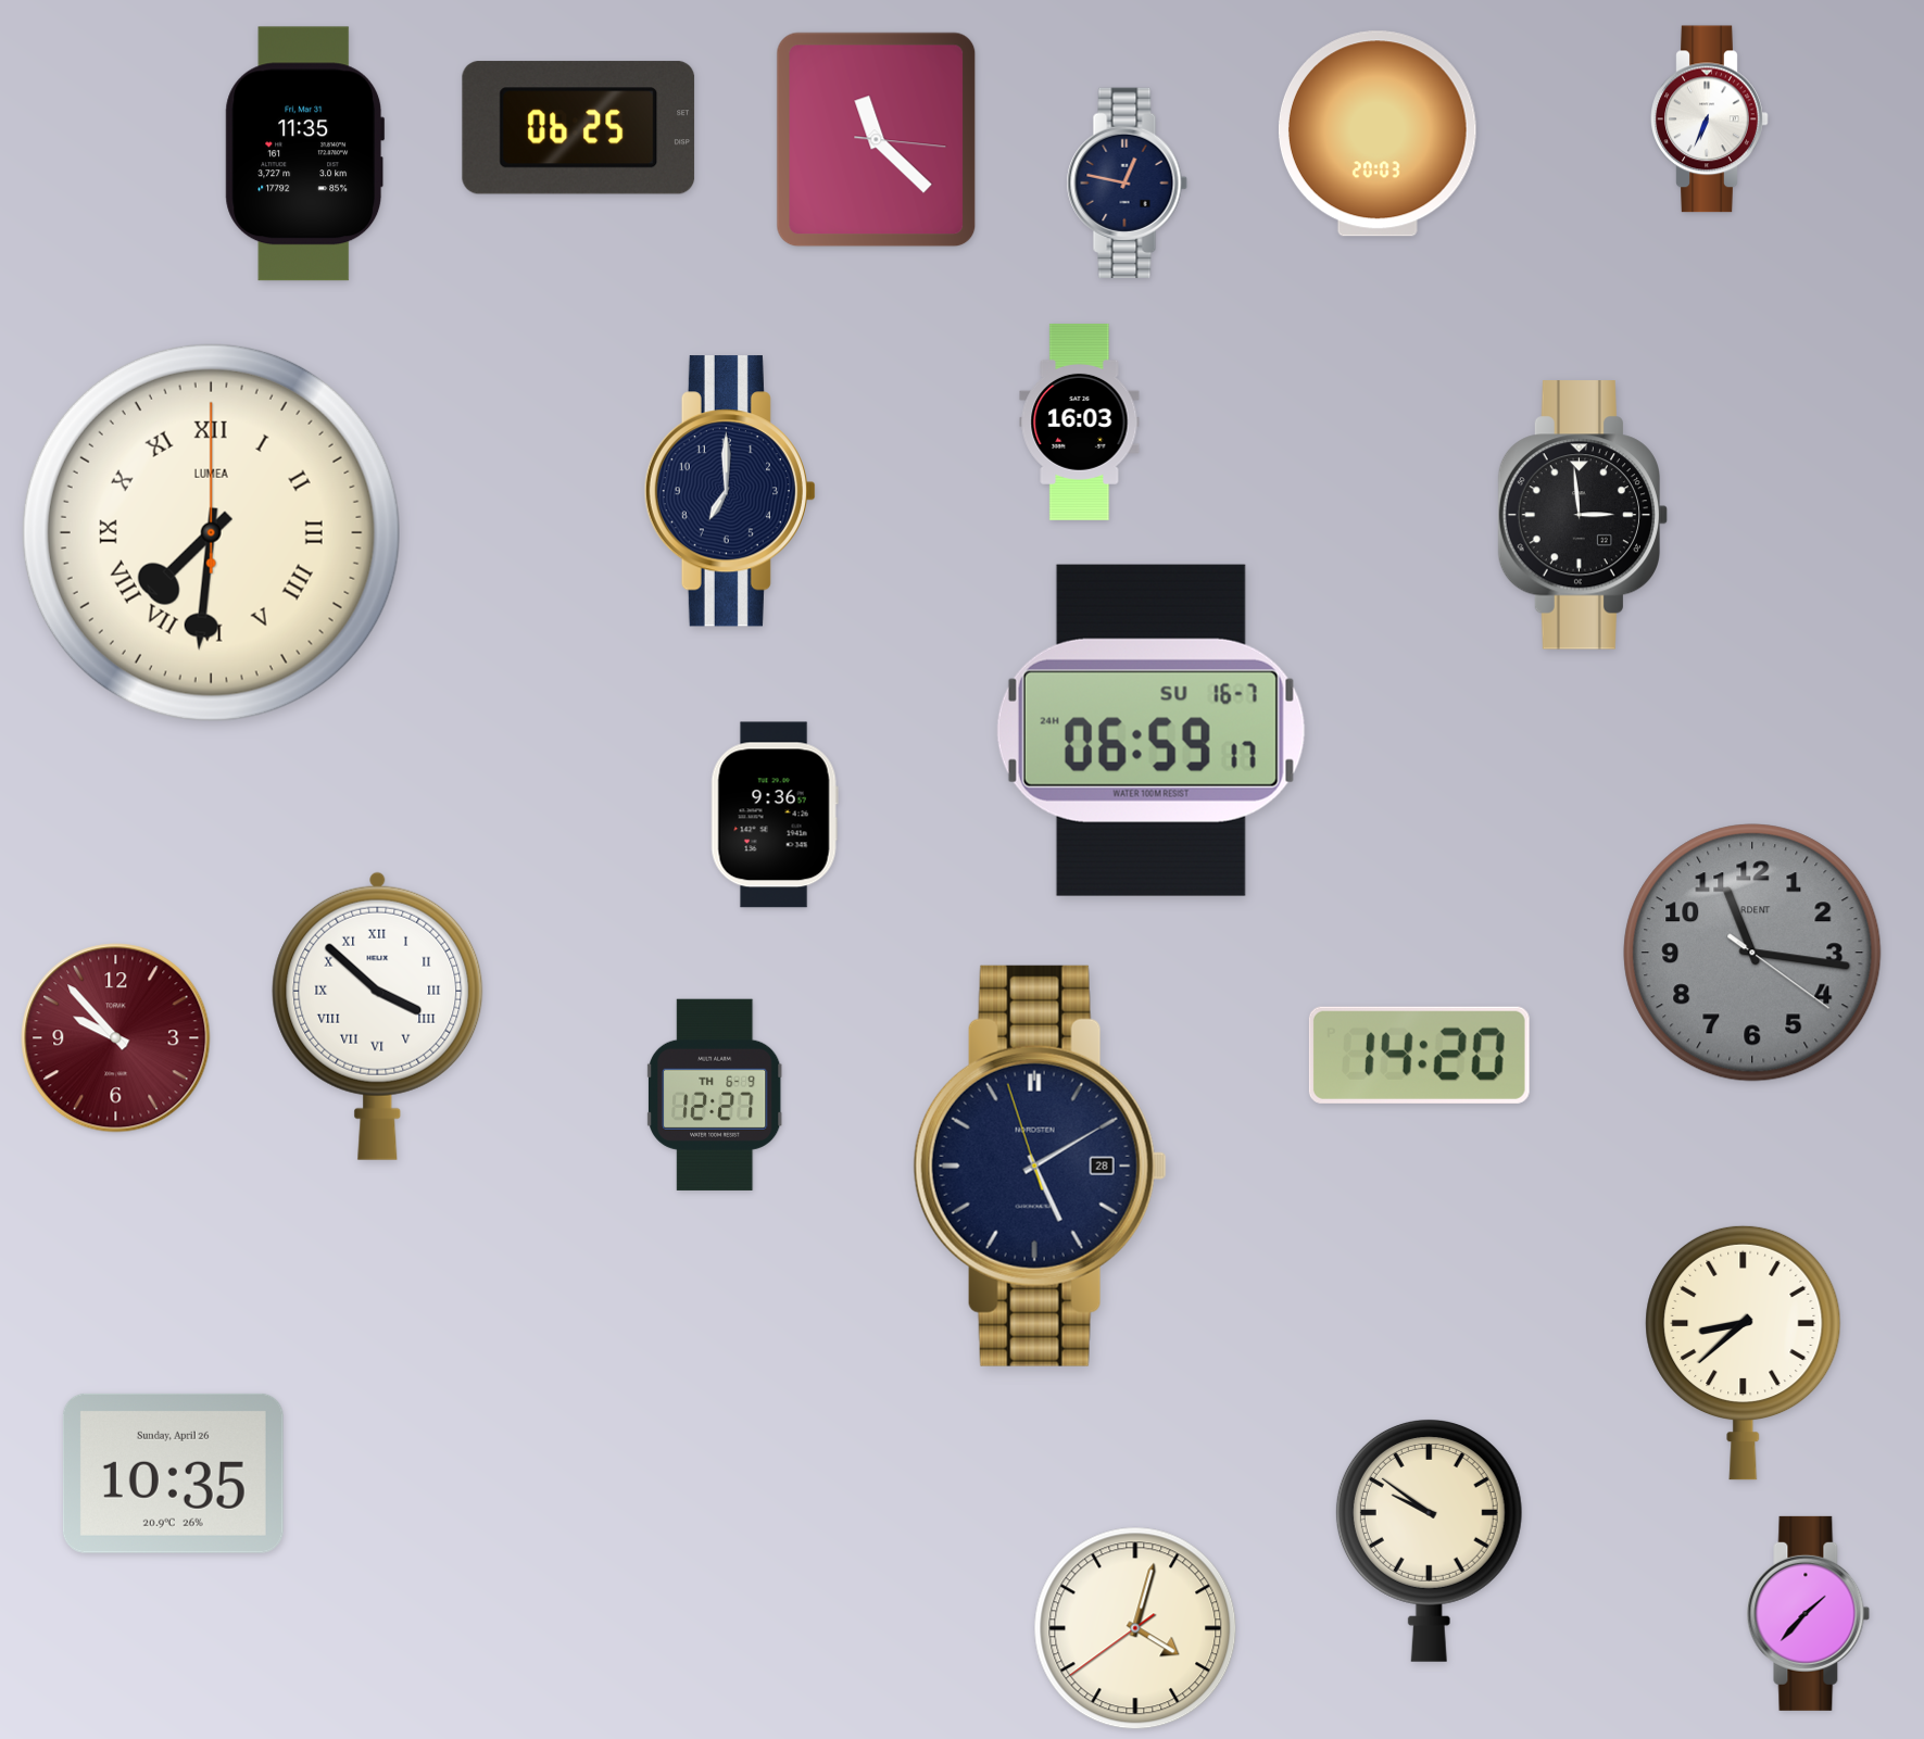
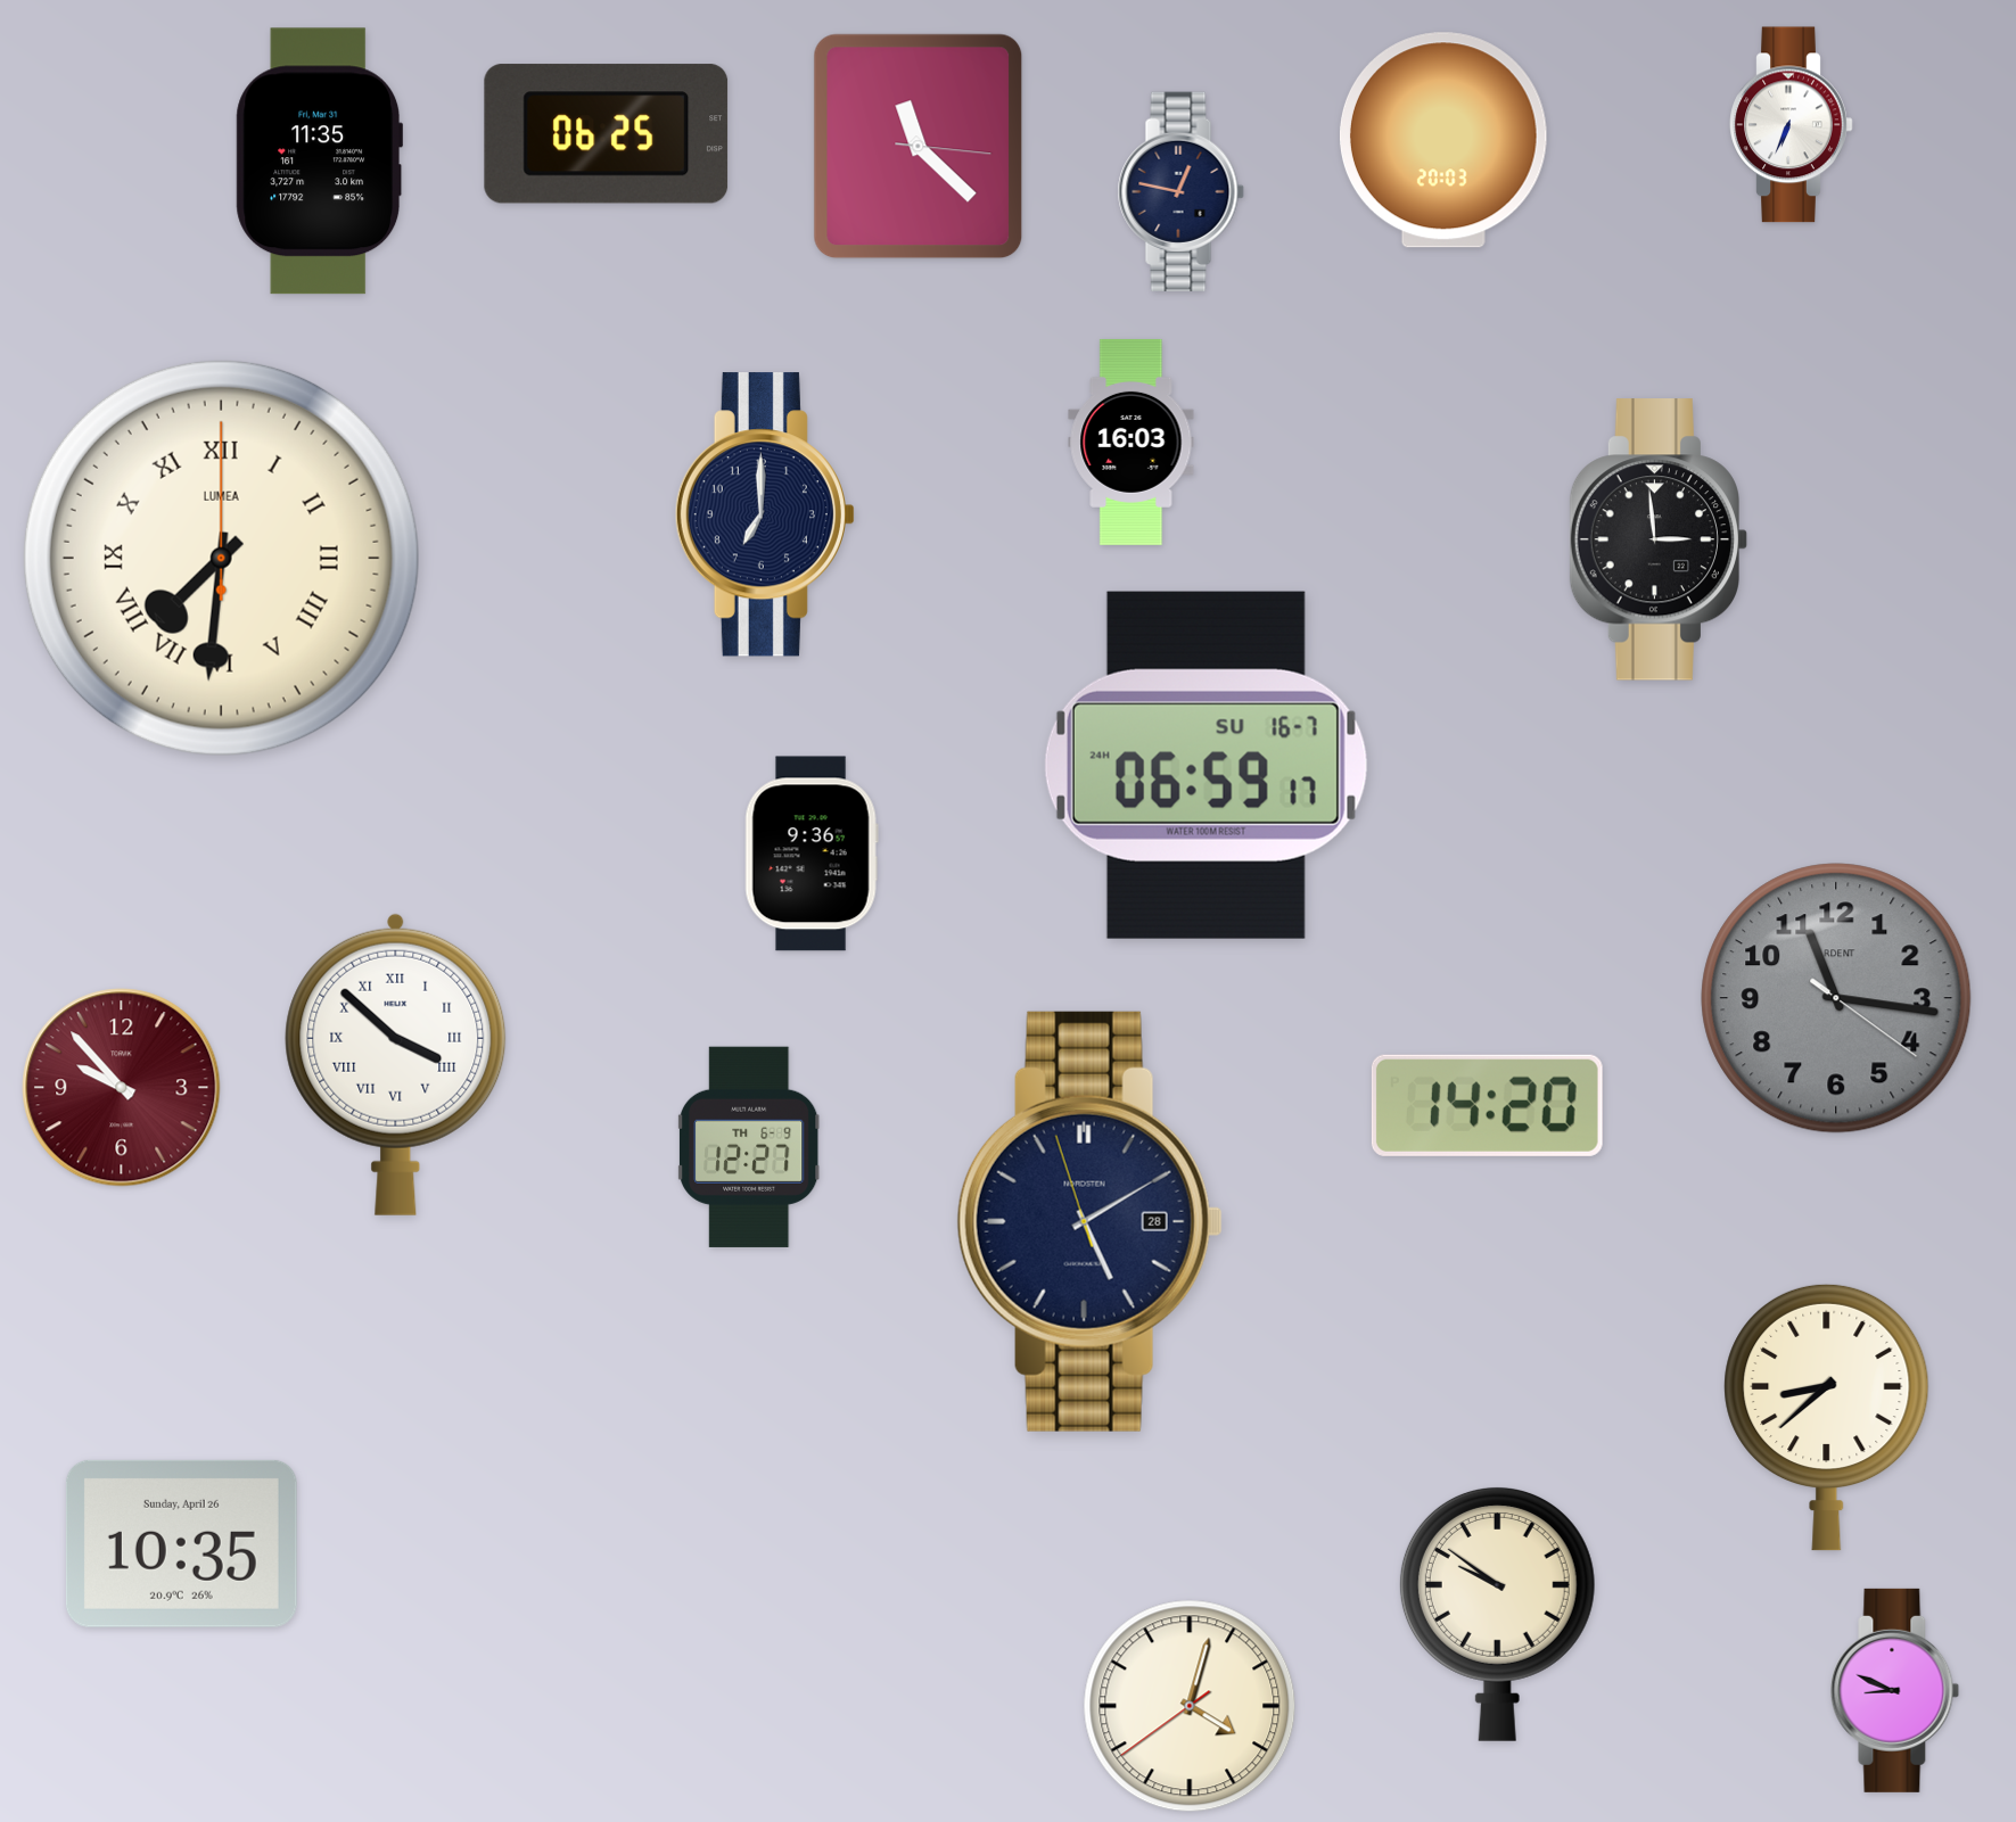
clock at (1809, 1613): 1:37 -> 8:49
